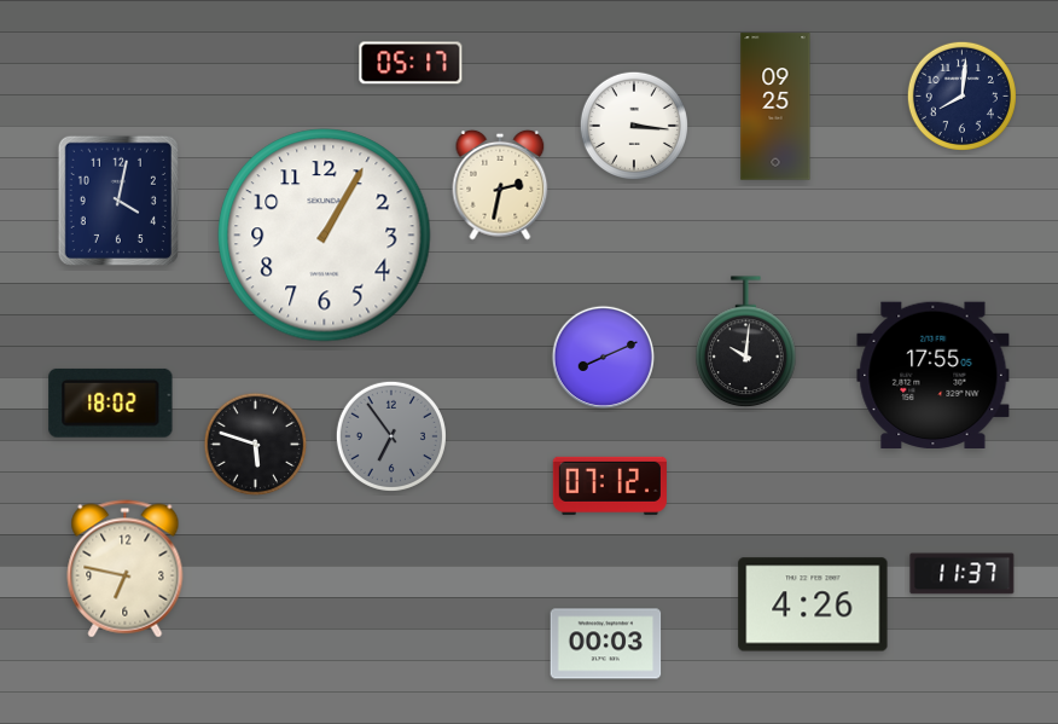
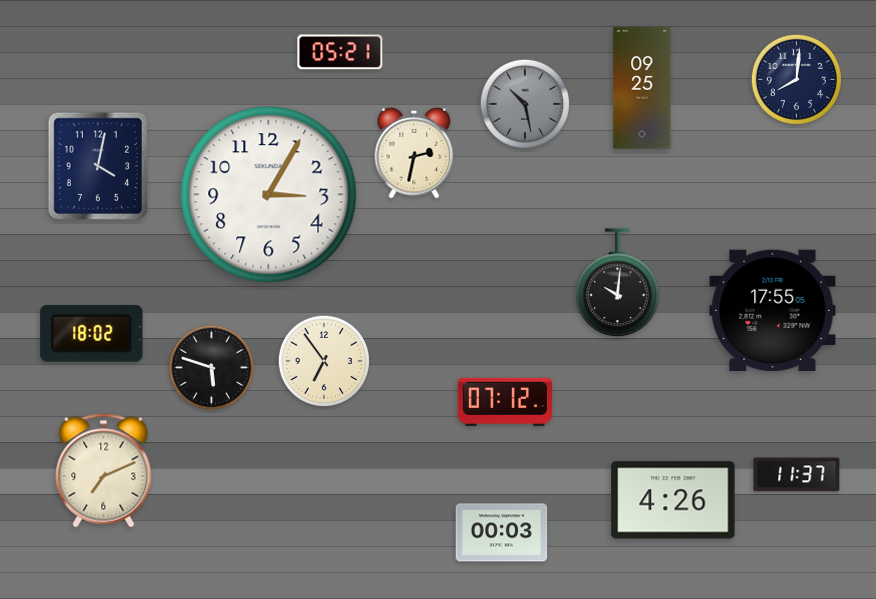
clock at (411, 63): 05:17 -> 05:21
clock at (633, 124): 3:16 -> 10:28
clock at (633, 124) dial: white -> grey
clock at (325, 236): 1:05 -> 3:05
clock at (604, 358): 8:11 -> none
clock at (391, 436) dial: grey -> cream
clock at (126, 569): 6:47 -> 7:11
